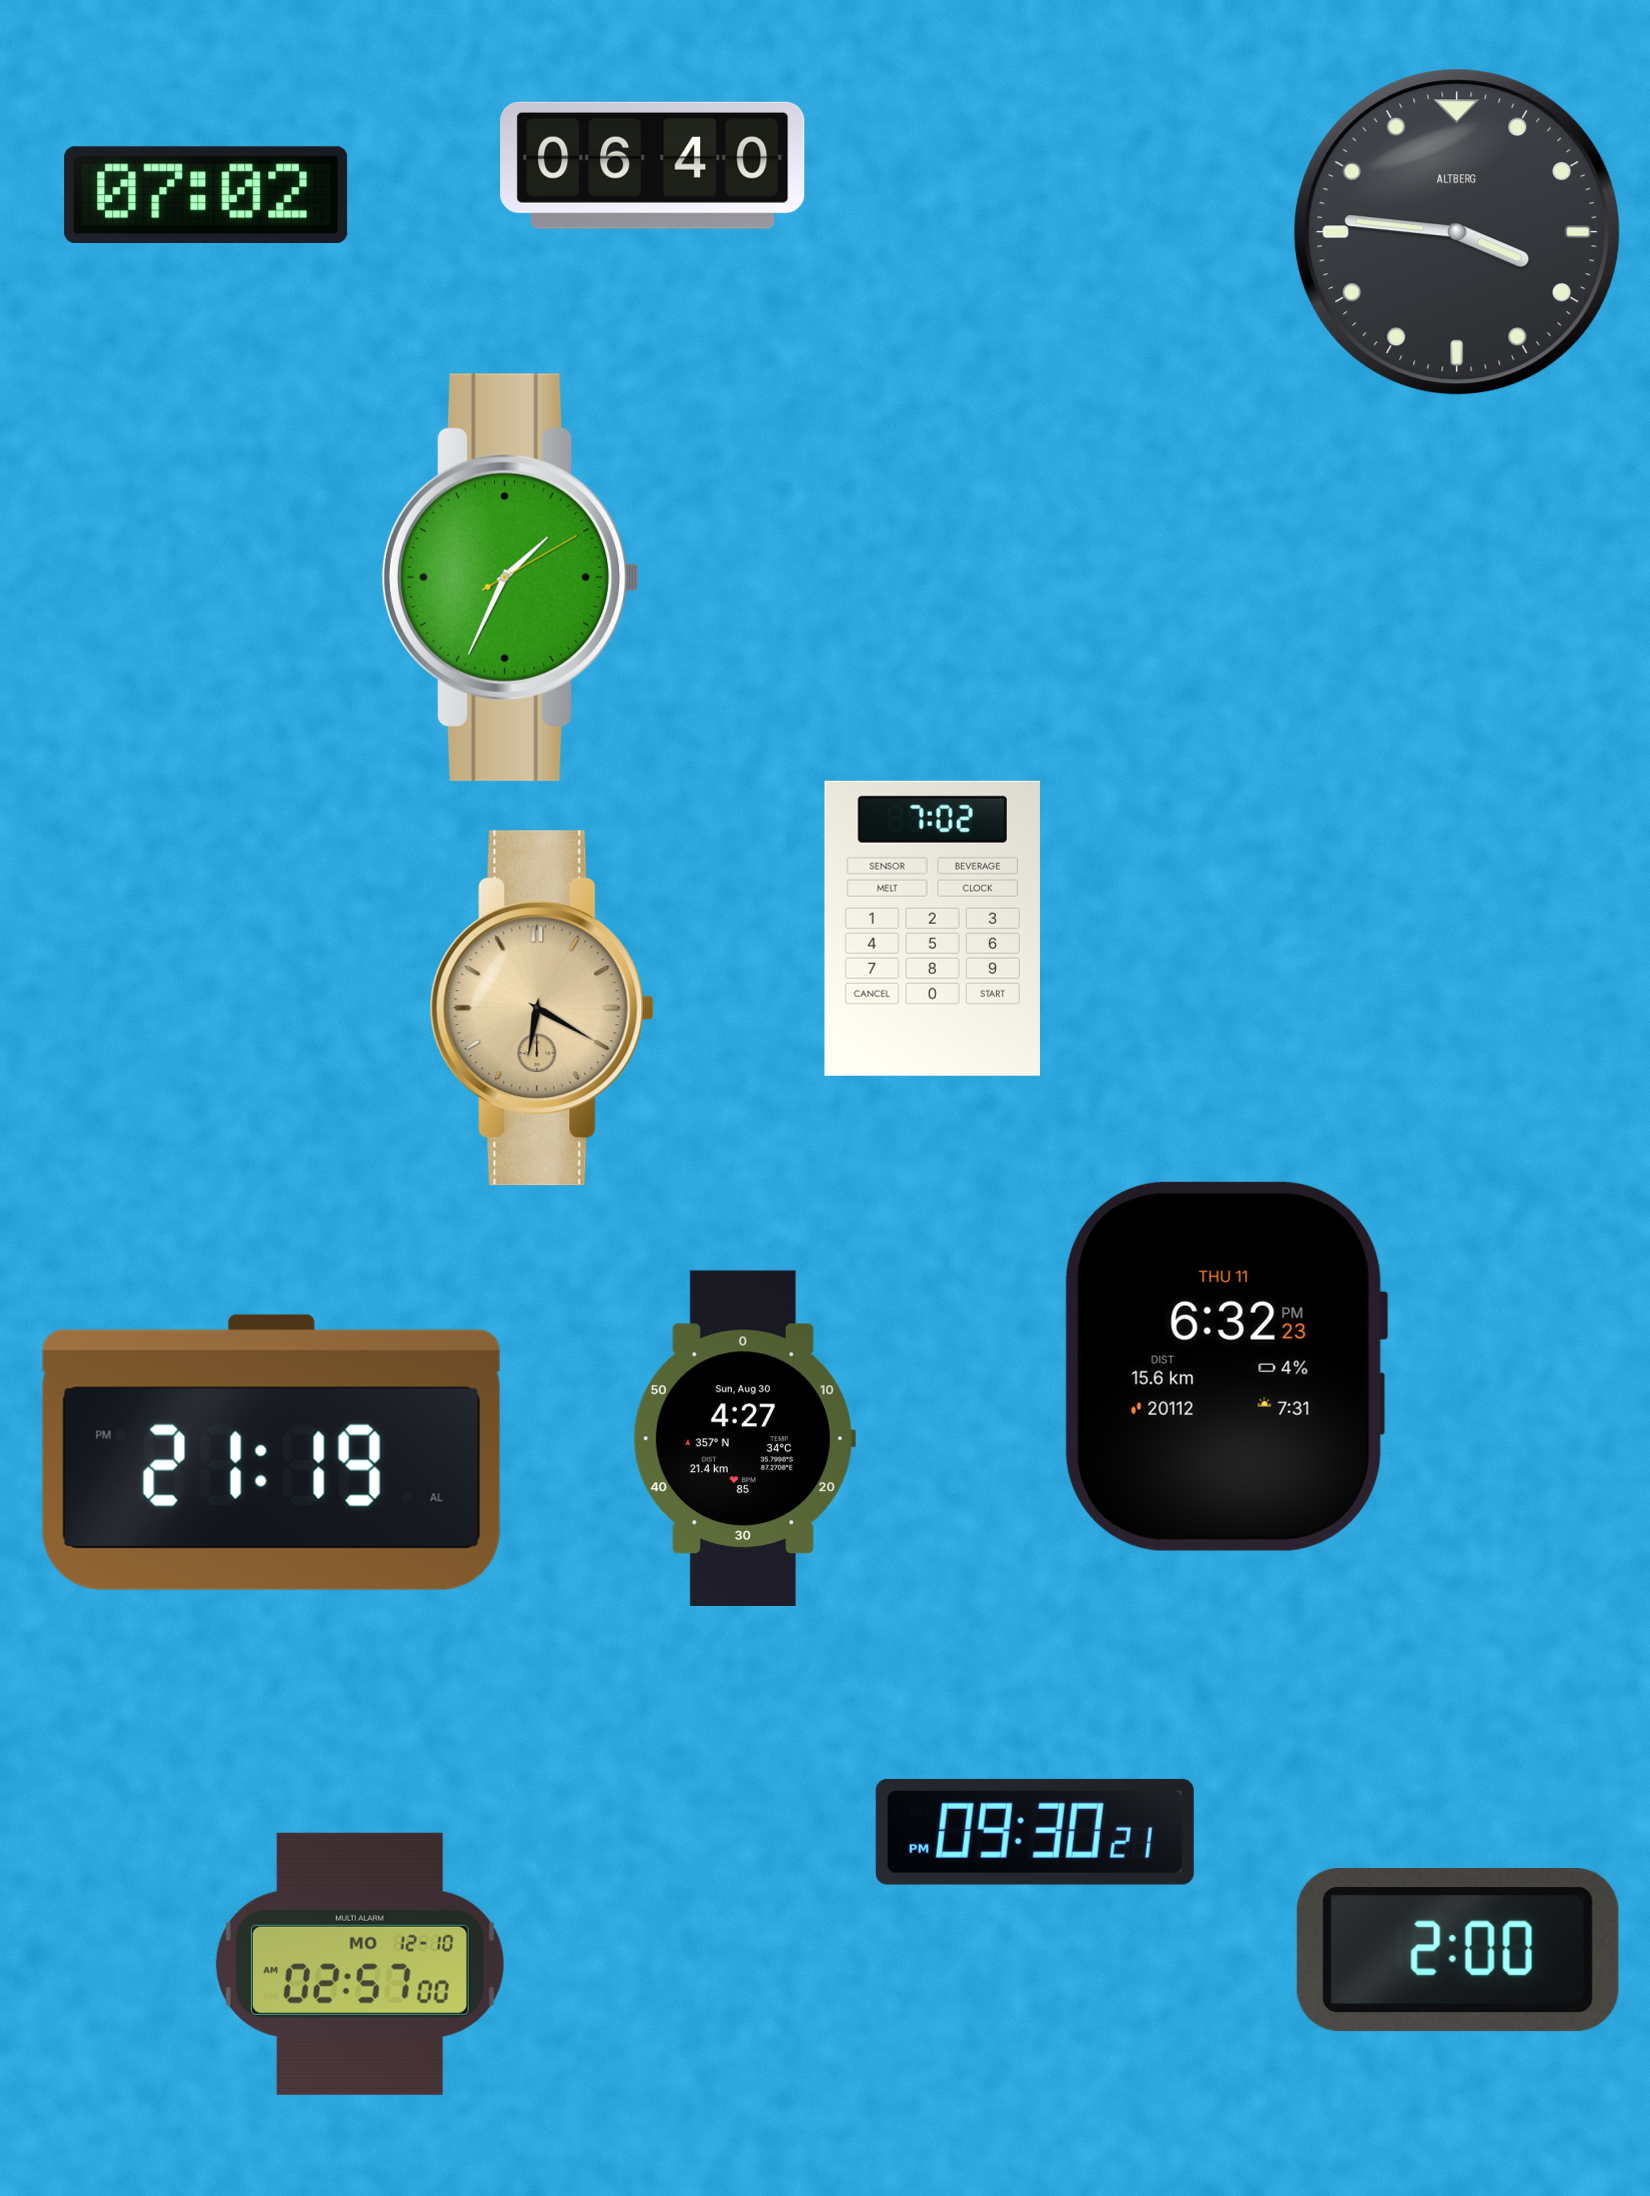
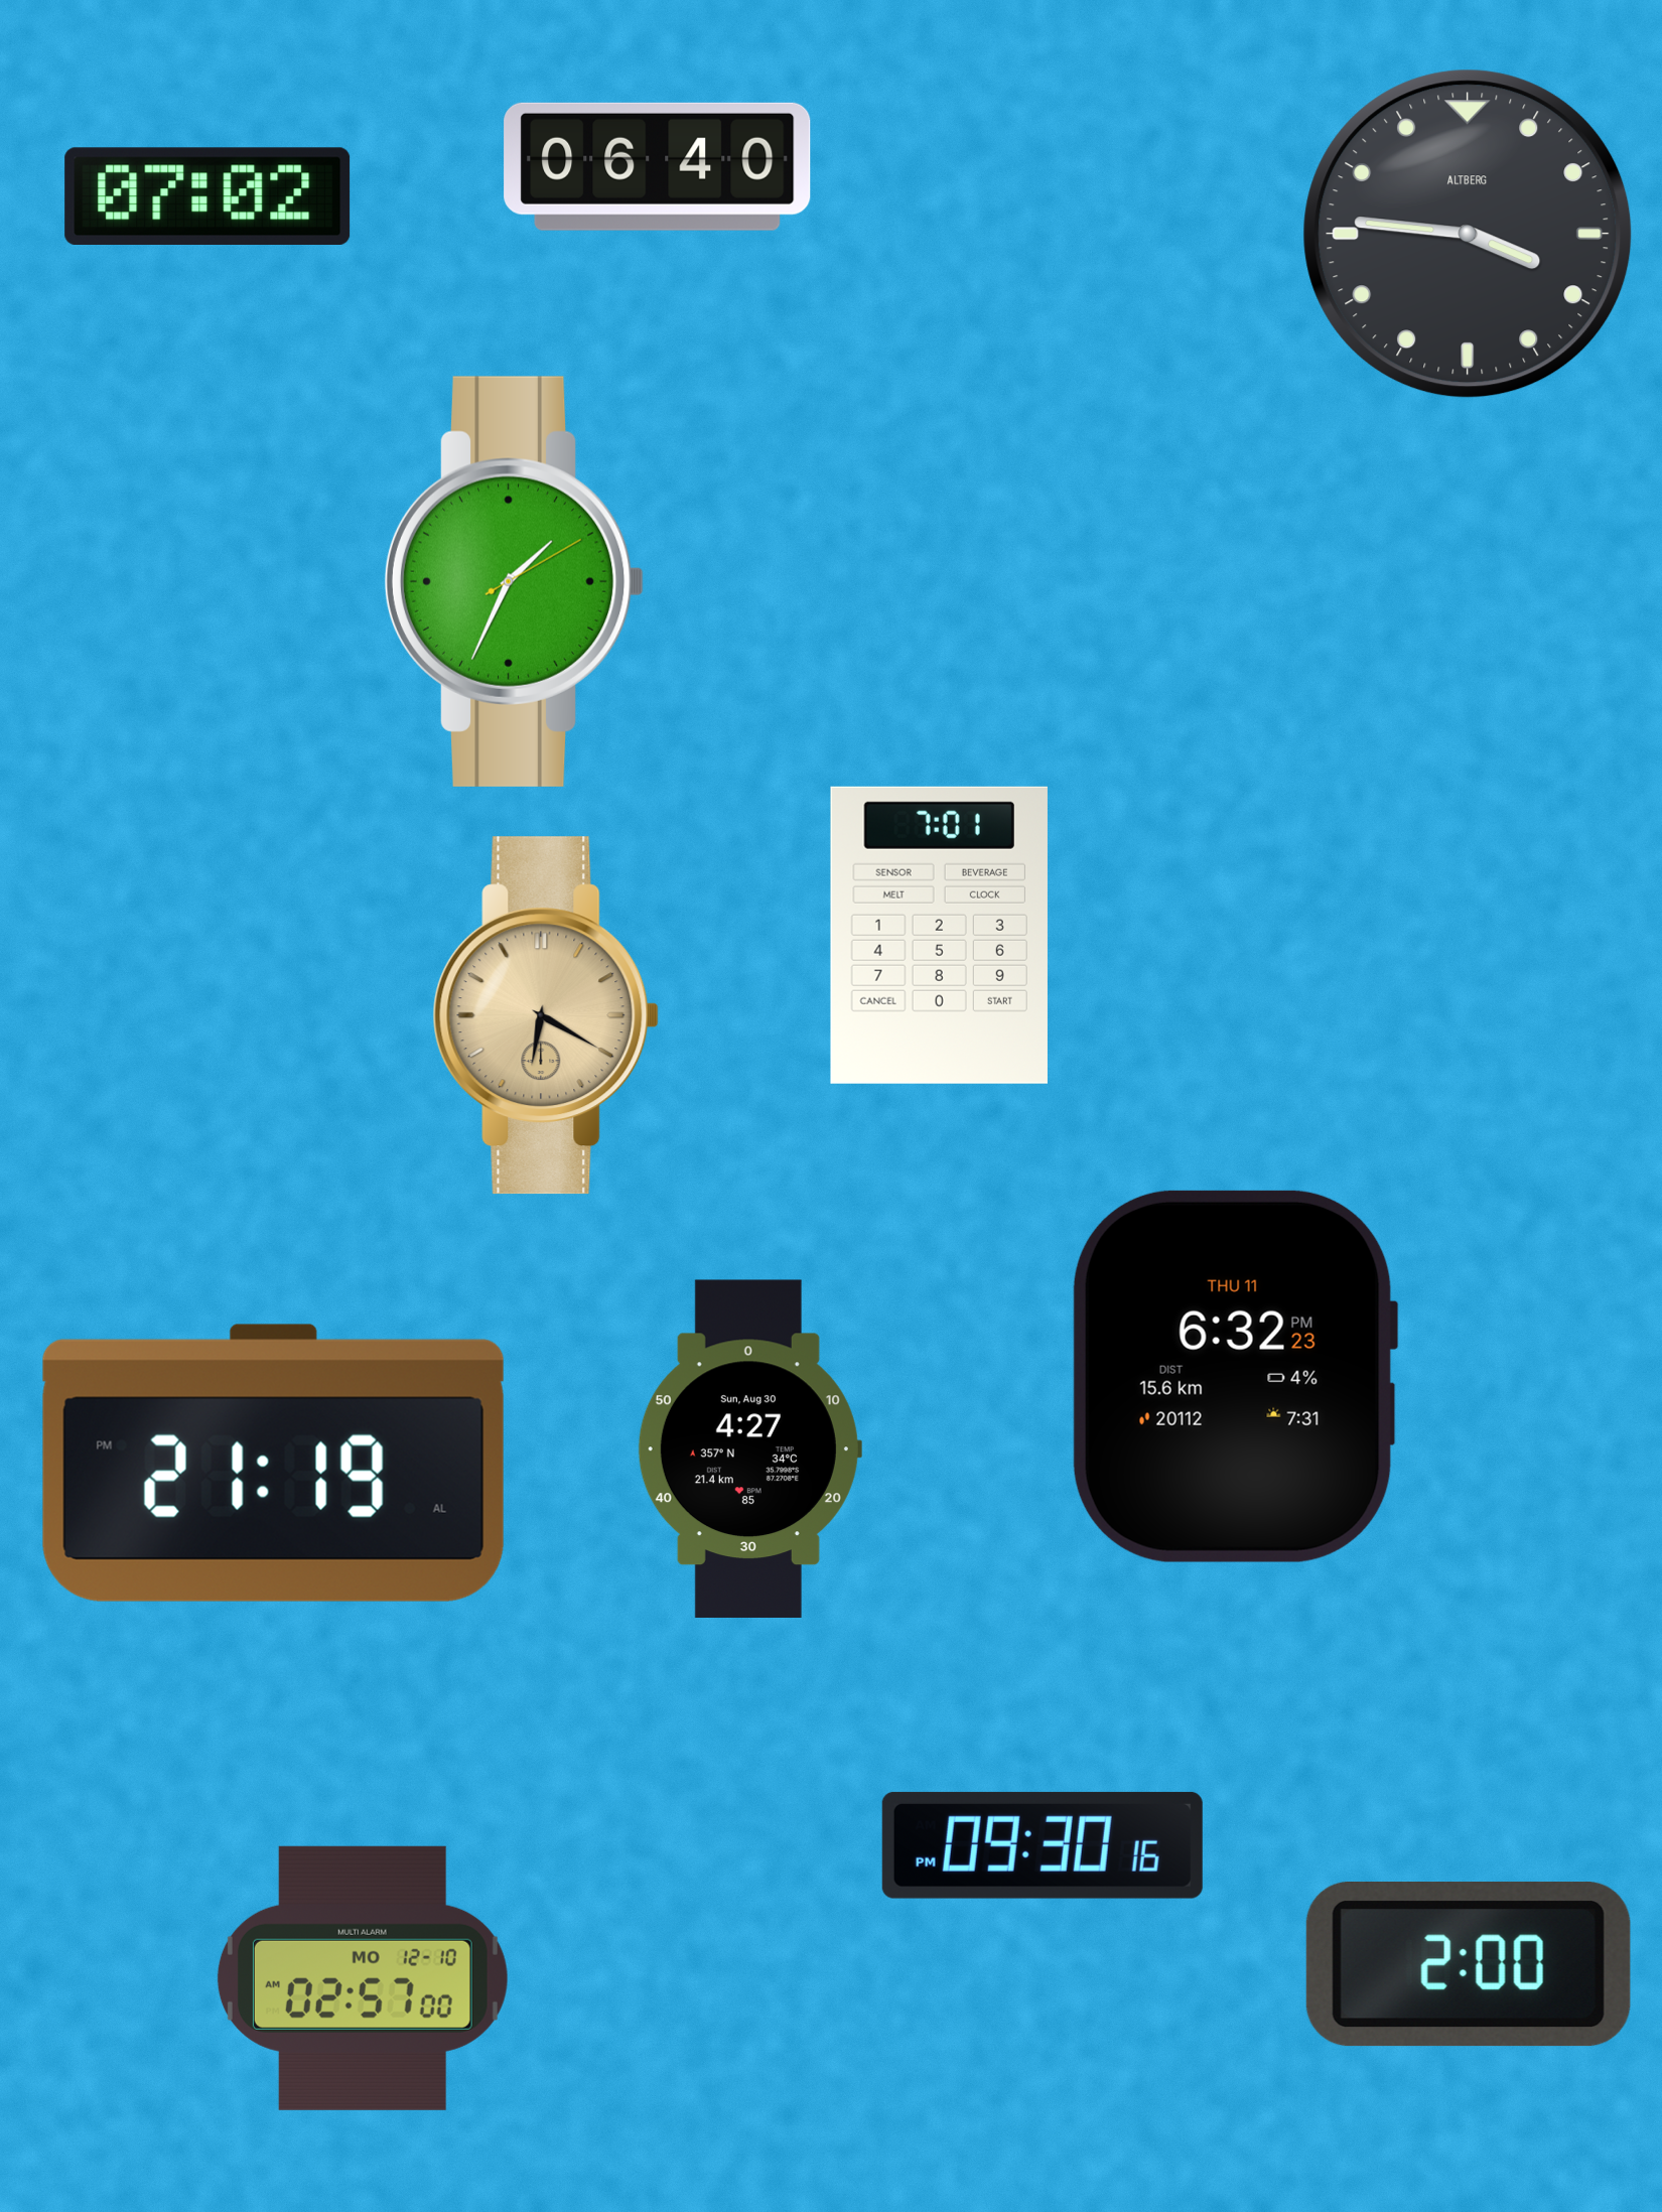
clock at (932, 928): 7:02 -> 7:01
clock at (1035, 1832): 09:30:21 PM -> 09:30:16 PM
